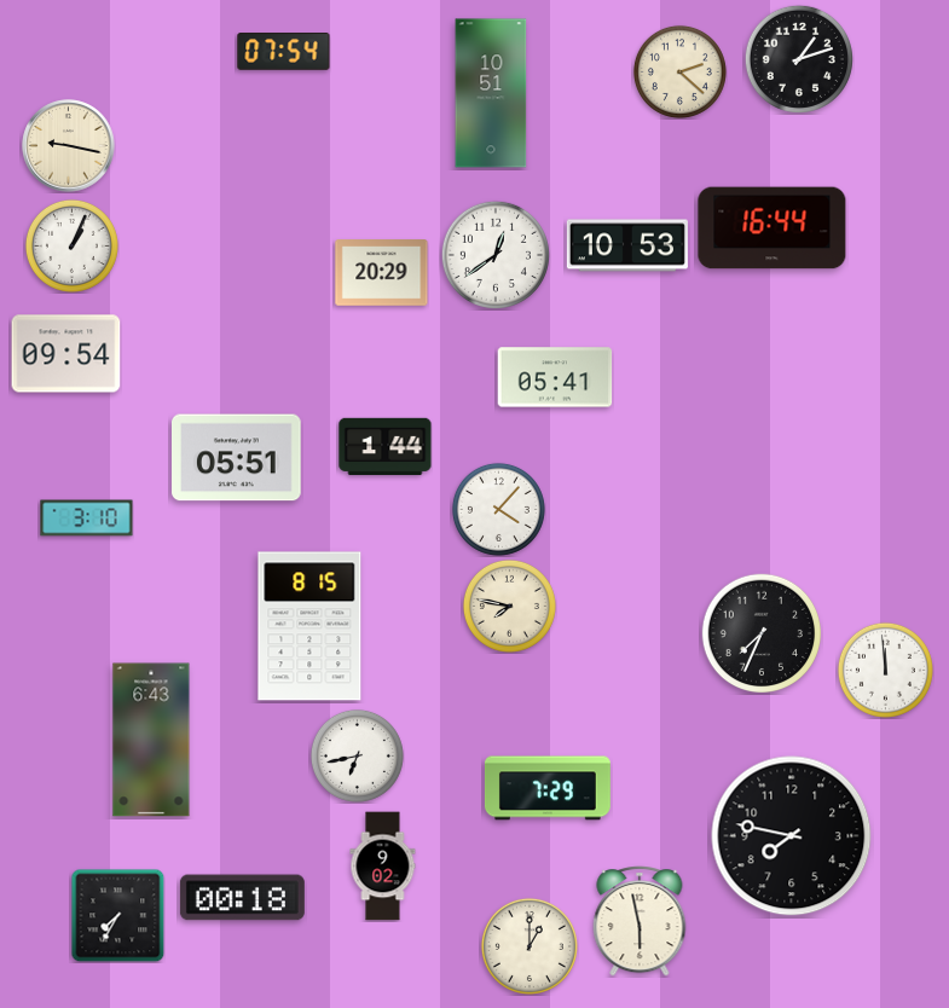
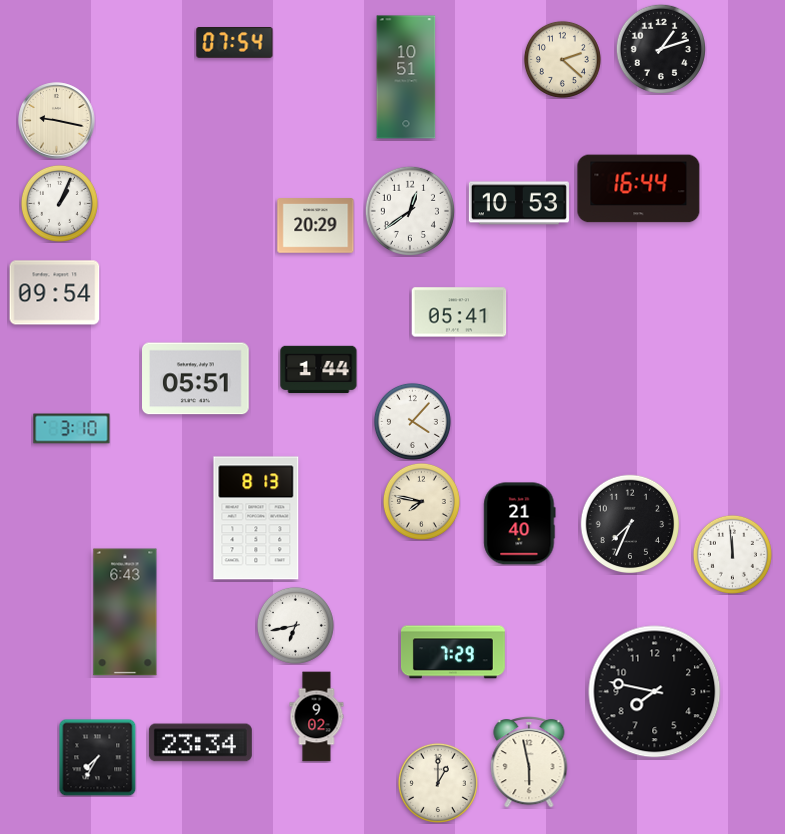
clock at (309, 626): 8:15 -> 8:13
clock at (520, 524): none -> 21:40
clock at (242, 898): 00:18 -> 23:34
